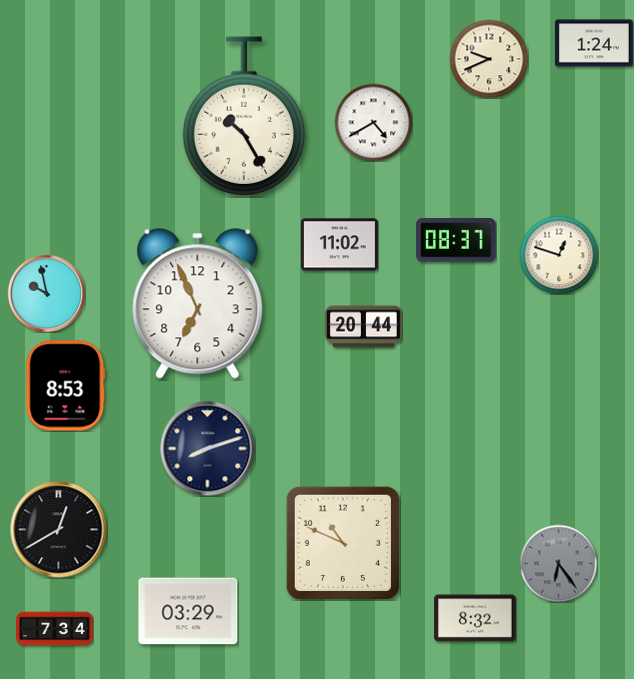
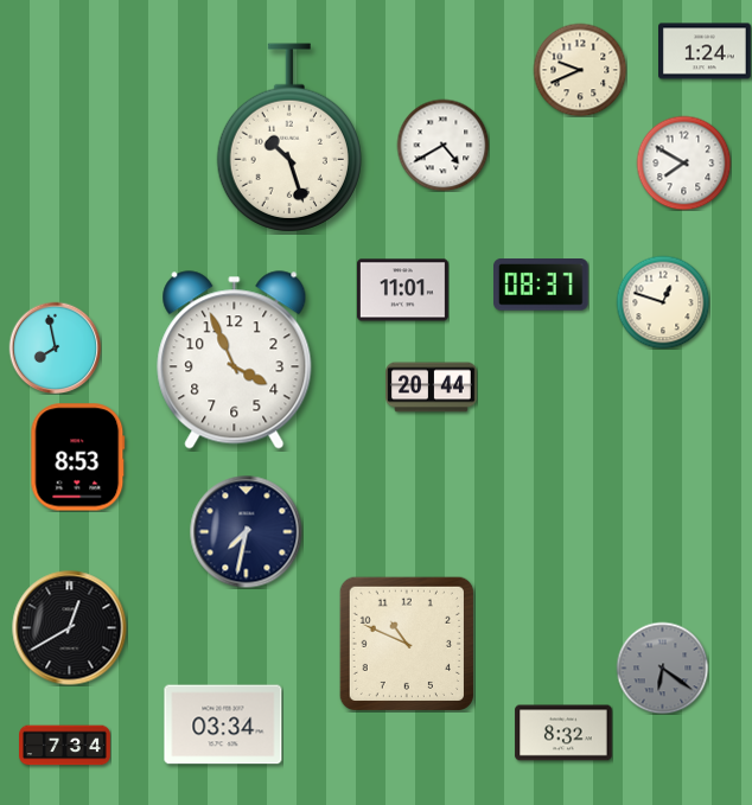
clock at (244, 116): 10:25 -> 10:27
clock at (683, 162): none -> 7:50
clock at (339, 245): 11:02 -> 11:01
clock at (46, 293): 9:58 -> 7:58
clock at (198, 304): 6:56 -> 3:56
clock at (207, 448): 8:12 -> 7:32
clock at (558, 563): 6:24 -> 6:21
clock at (188, 611): 03:29 -> 03:34
